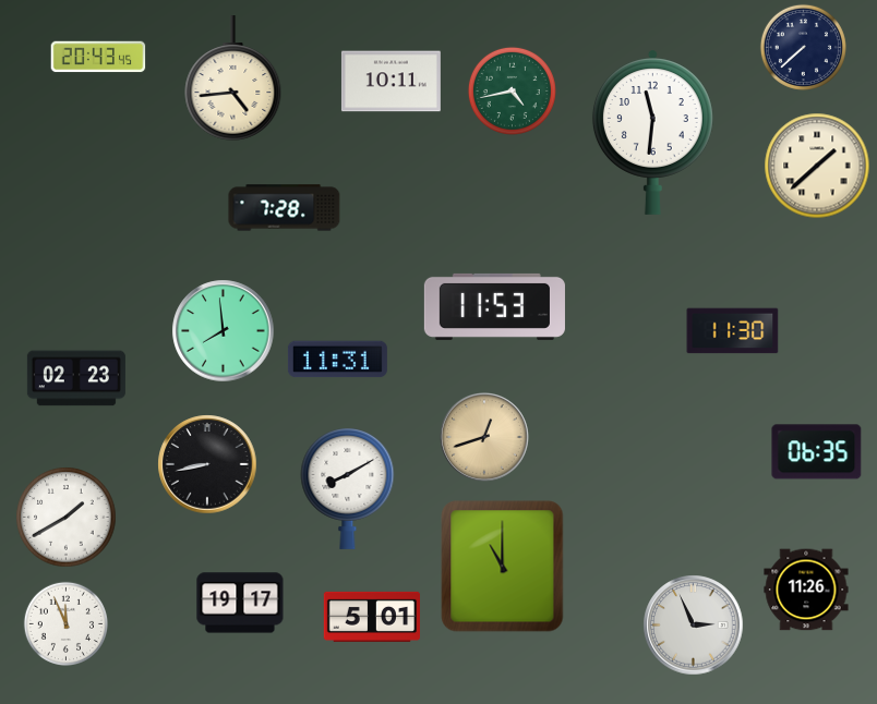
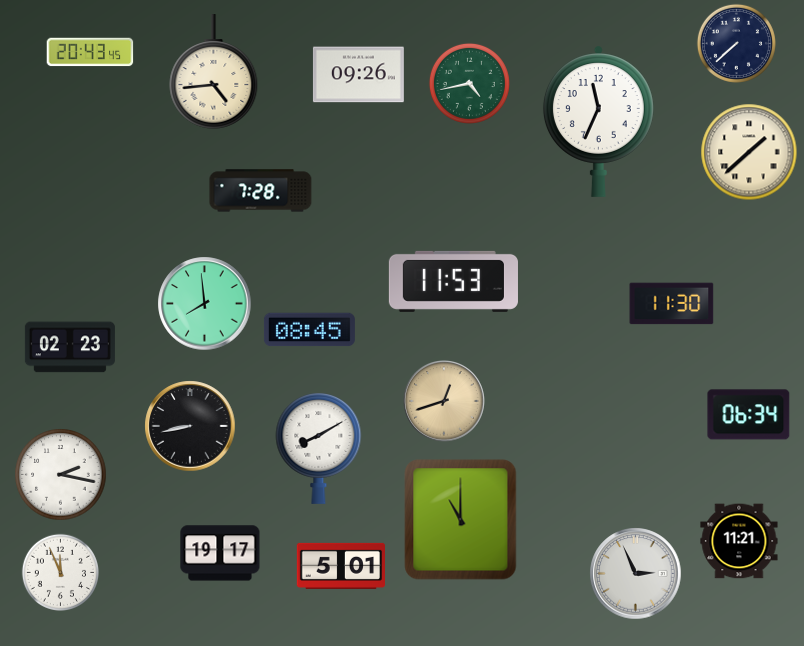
clock at (391, 82): 10:11 -> 09:26
clock at (652, 132): 11:31 -> 11:34
clock at (337, 360): 11:31 -> 08:45
clock at (817, 452): 06:35 -> 06:34
clock at (67, 518): 1:40 -> 2:17
clock at (806, 590): 11:26 -> 11:21
